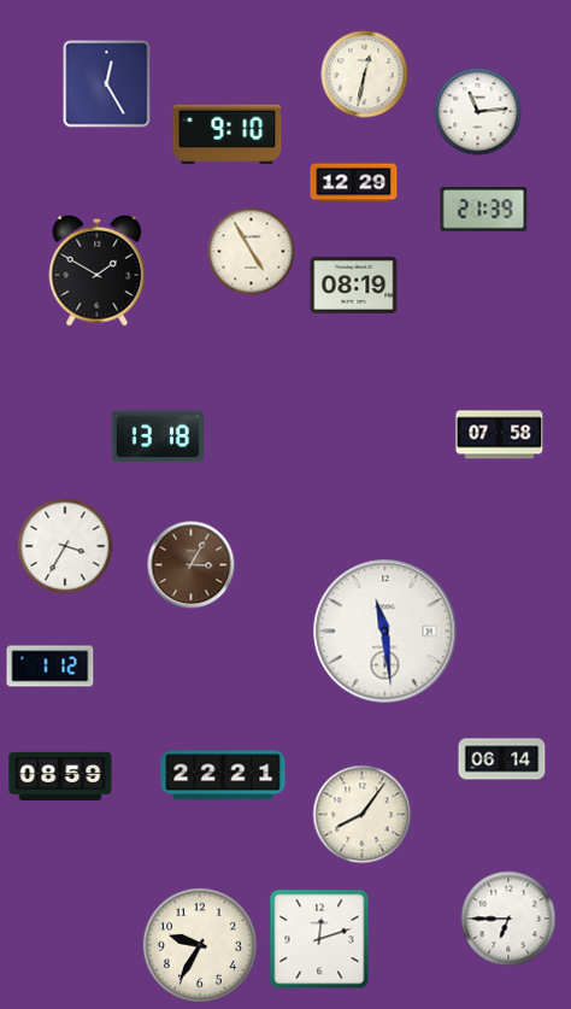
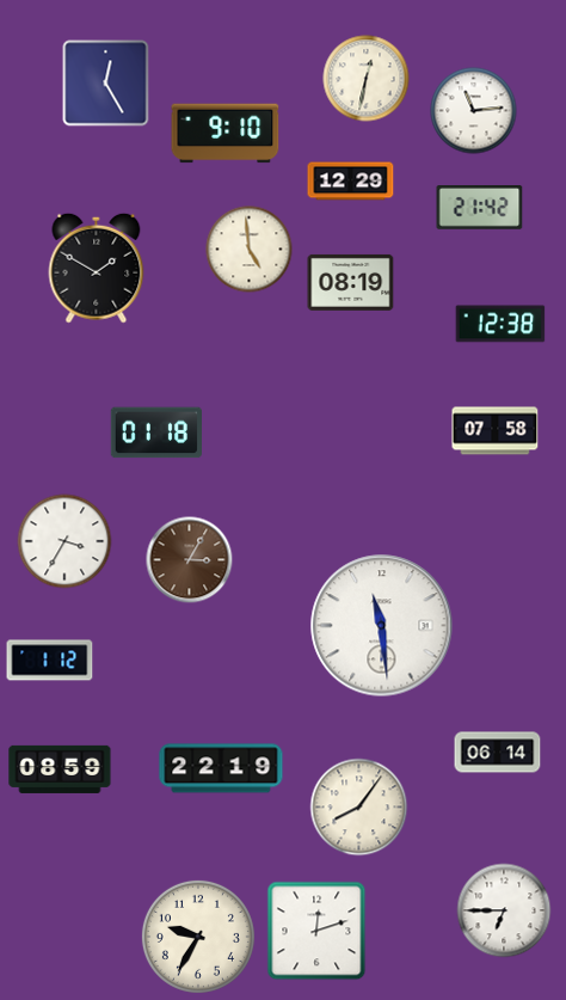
clock at (365, 75) position: (365, 75) -> (367, 79)
clock at (484, 210): 21:39 -> 21:42
clock at (252, 252): 4:55 -> 4:59
clock at (500, 324): none -> 12:38
clock at (157, 436): 13:18 -> 01:18
clock at (223, 775): 22:21 -> 22:19
